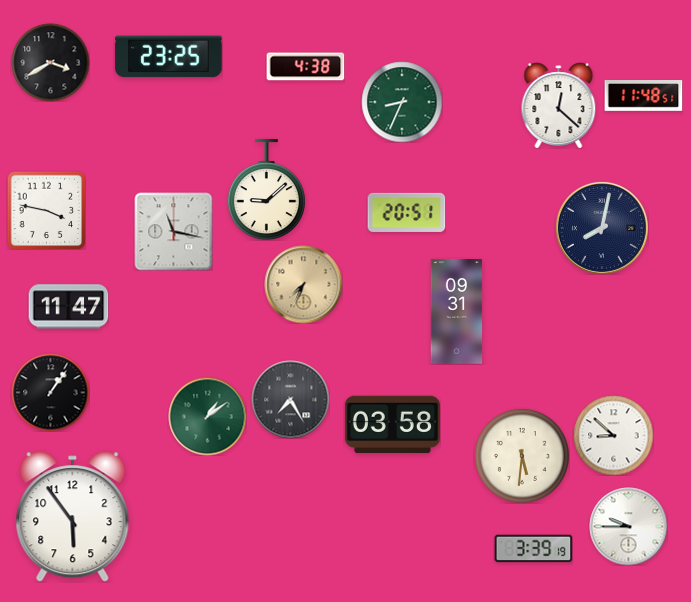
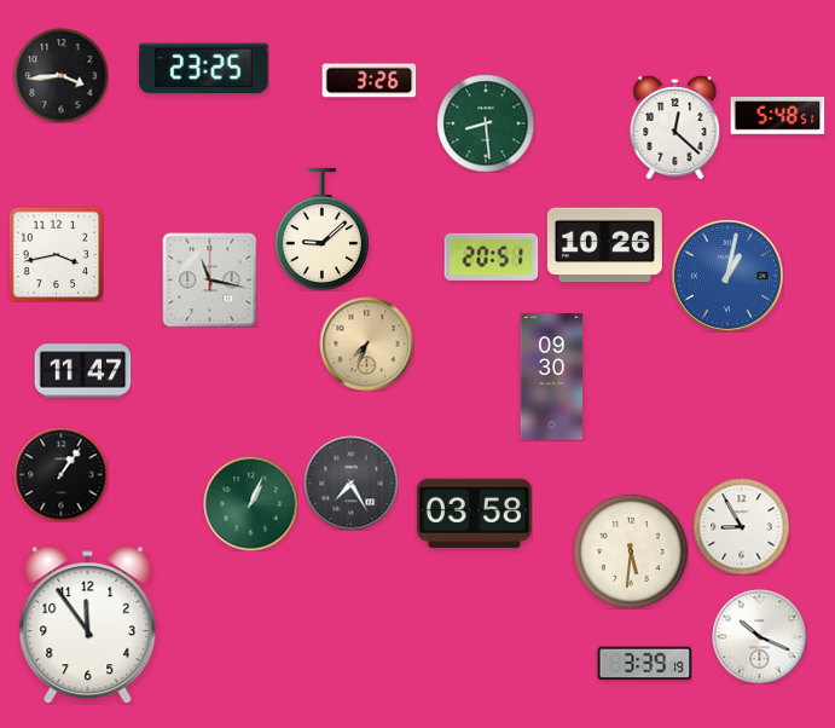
clock at (50, 62): 3:40 -> 3:44
clock at (305, 67): 4:38 -> 3:26
clock at (643, 96): 11:48 -> 5:48
clock at (402, 102): 8:34 -> 8:29
clock at (604, 245): none -> 10:26
clock at (46, 210): 3:47 -> 3:43
clock at (602, 228): 8:02 -> 1:02
clock at (602, 228) dial: navy -> blue
clock at (457, 312): 09:31 -> 09:30
clock at (207, 416): 1:09 -> 1:04
clock at (613, 435): 8:52 -> 8:55
clock at (73, 517): 5:54 -> 11:54
clock at (628, 526): 9:45 -> 10:19
